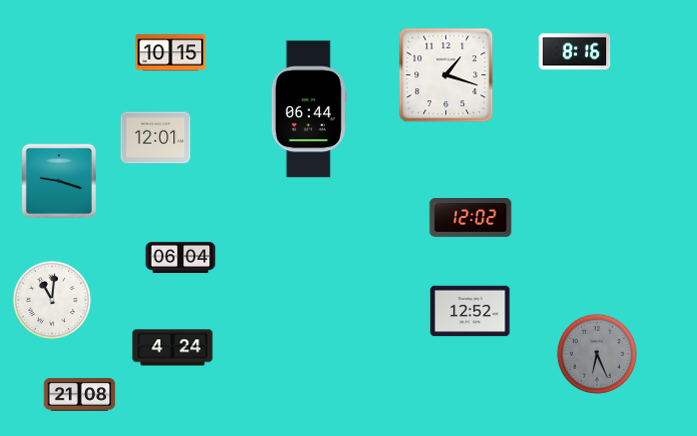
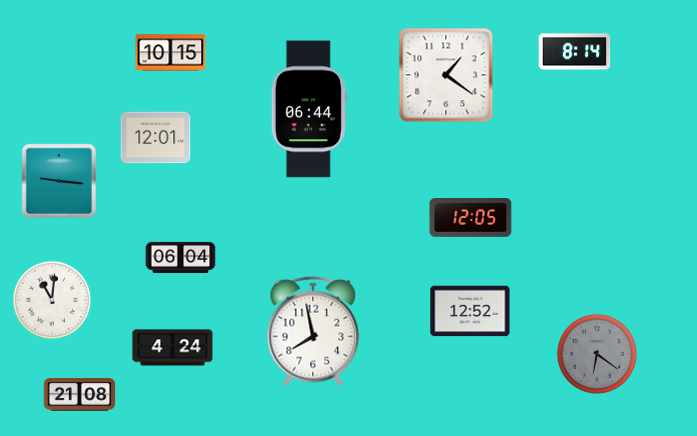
clock at (575, 52): 8:16 -> 8:14
clock at (446, 75): 1:18 -> 1:21
clock at (59, 181): 9:18 -> 9:16
clock at (471, 218): 12:02 -> 12:05
clock at (313, 331): none -> 7:58
clock at (597, 354): 6:26 -> 6:21
